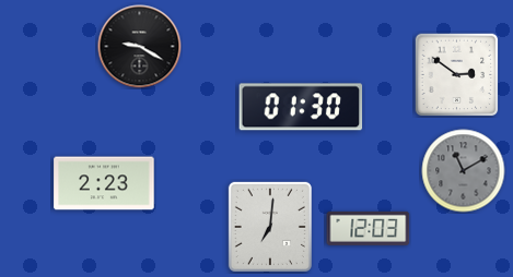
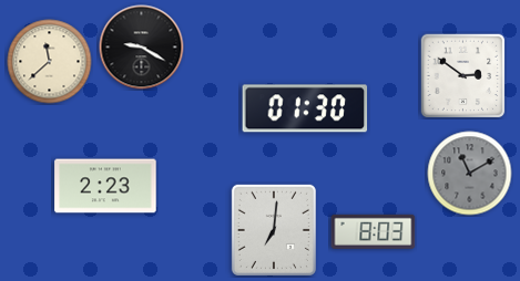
clock at (50, 62): none -> 11:38
clock at (369, 228): 12:03 -> 8:03
